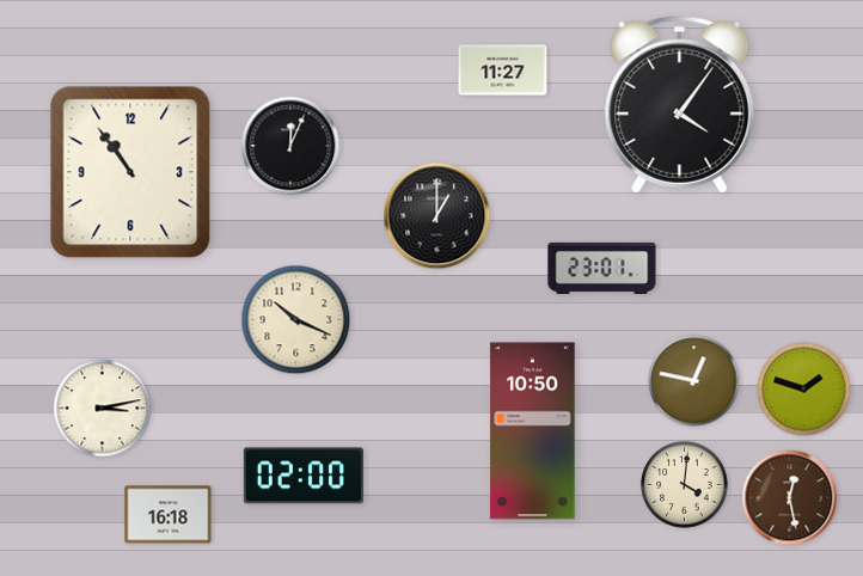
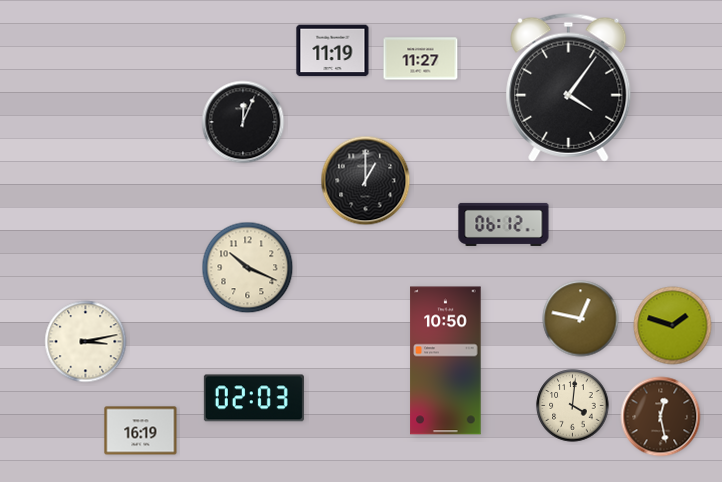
clock at (333, 51): none -> 11:19
clock at (130, 172): 10:54 -> none
clock at (602, 268): 23:01 -> 06:12
clock at (304, 476): 02:00 -> 02:03
clock at (169, 515): 16:18 -> 16:19
